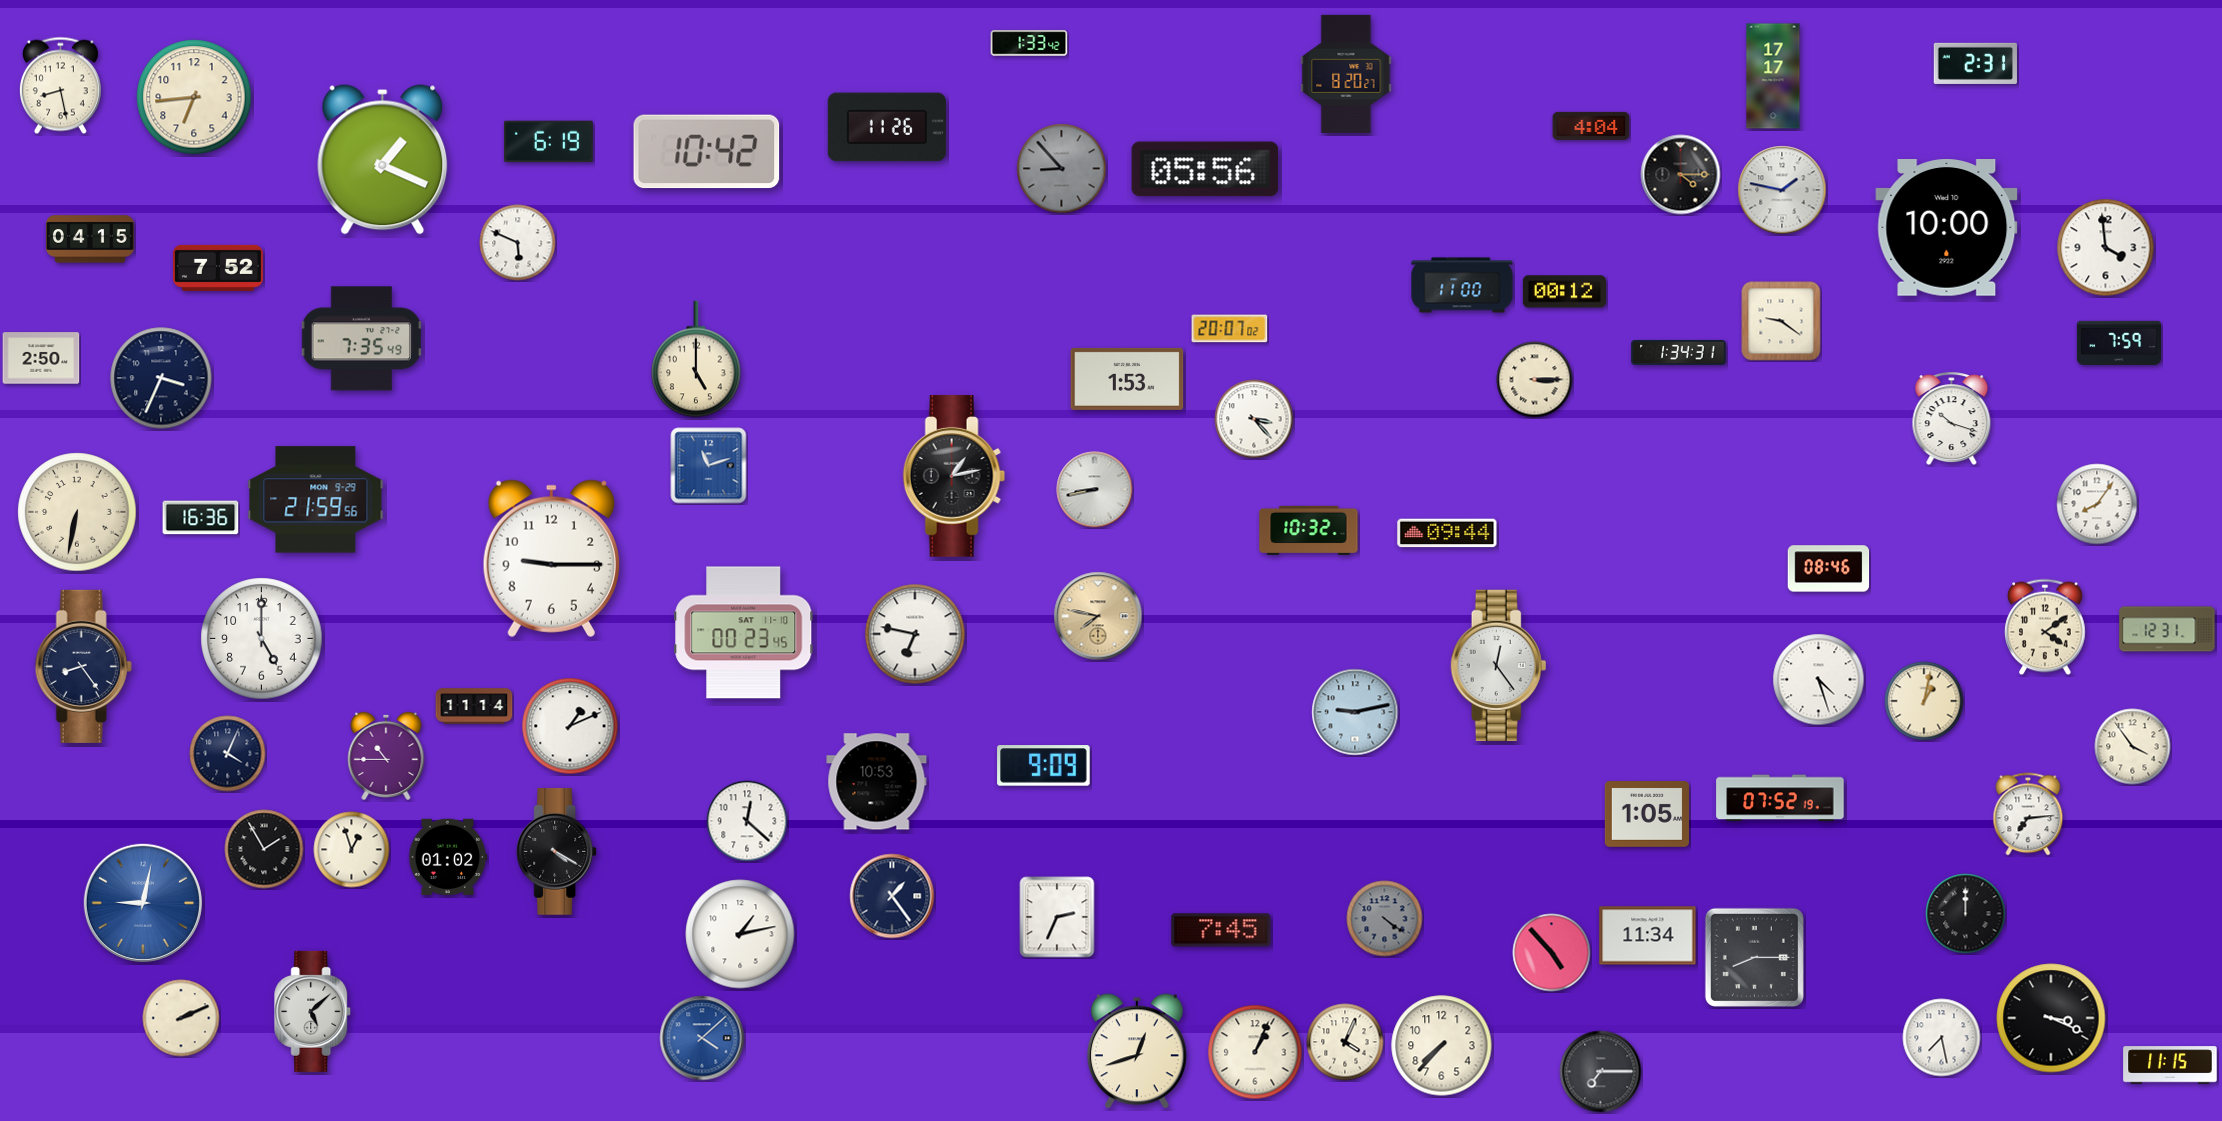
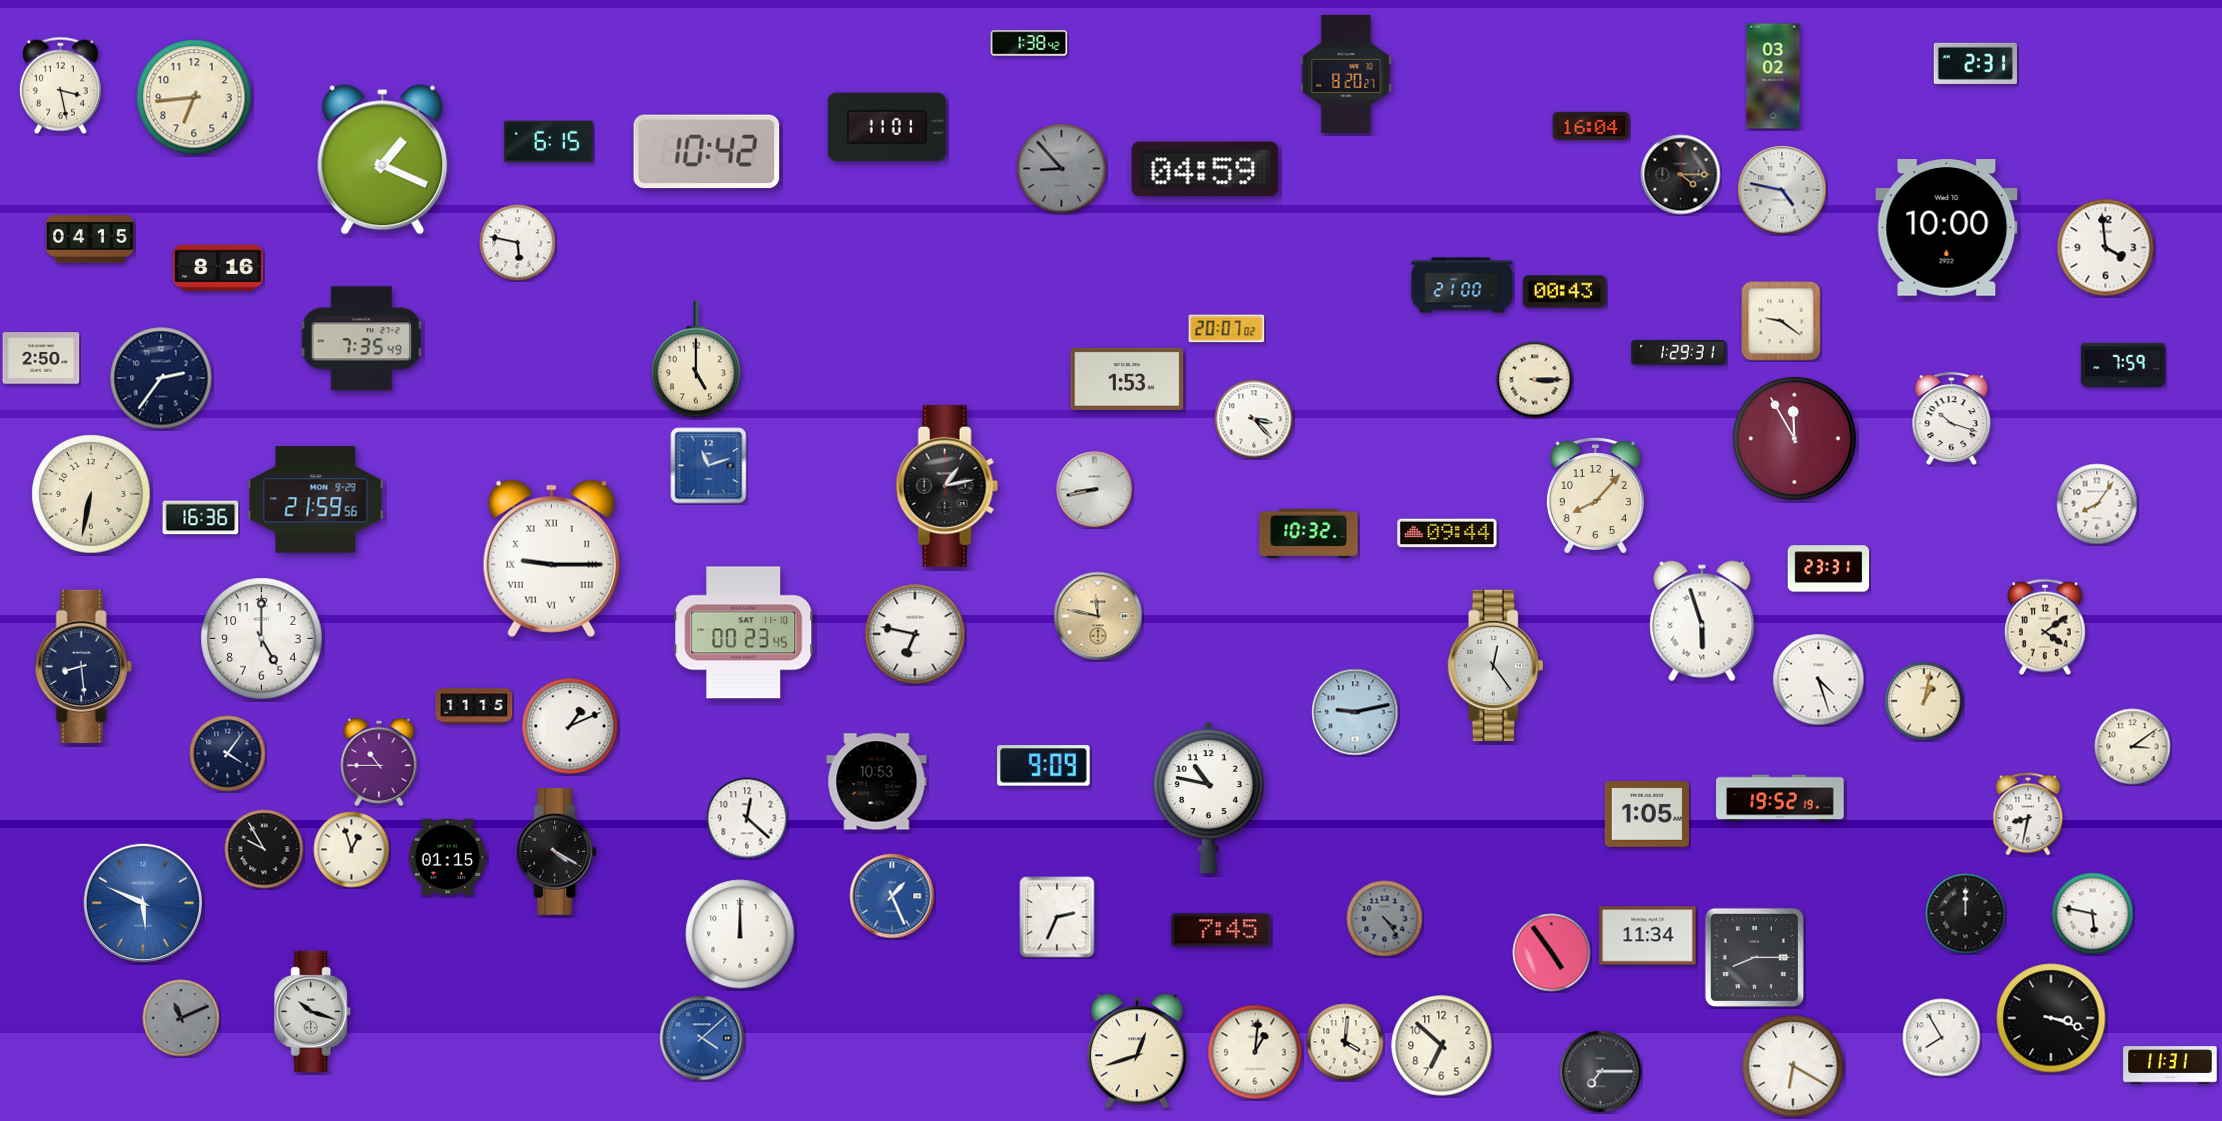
clock at (1029, 43): 1:33 -> 1:38
clock at (1773, 76): 17:17 -> 03:02
clock at (60, 86): 8:28 -> 3:28
clock at (1591, 126): 4:04 -> 16:04
clock at (887, 127): 11:26 -> 11:01
clock at (548, 142): 6:19 -> 6:15
clock at (1205, 169): 05:56 -> 04:59
clock at (1782, 190): 1:47 -> 4:47
clock at (518, 243): 5:49 -> 5:47
clock at (219, 268): 7:52 -> 8:16
clock at (1462, 285): 11:00 -> 21:00
clock at (1564, 292): 00:12 -> 00:43
clock at (1230, 329) position: (1230, 329) -> (1227, 329)
clock at (2118, 342) position: (2118, 342) -> (2122, 364)
clock at (1679, 352): 1:34 -> 1:29
clock at (161, 378): 3:34 -> 2:36
clock at (1795, 439): none -> 11:55
clock at (954, 476) position: (954, 476) -> (947, 486)
clock at (1595, 496): none -> 8:07
clock at (77, 512) position: (77, 512) -> (91, 494)
clock at (1309, 530) position: (1309, 530) -> (1309, 533)
clock at (551, 558) numerals: Arabic -> Roman
clock at (1829, 569): 08:46 -> 23:31
clock at (1098, 616): 7:47 -> 11:47
clock at (1702, 621): none -> 5:57
clock at (2167, 629): 12:31 -> none
clock at (1499, 665) position: (1499, 665) -> (1496, 665)
clock at (83, 666): 8:24 -> 8:29
clock at (474, 706): 11:14 -> 11:15
clock at (2133, 747): 3:54 -> 3:09
clock at (228, 754): 4:04 -> 4:06
clock at (386, 756) position: (386, 756) -> (379, 762)
clock at (1208, 797): none -> 10:47
clock at (1780, 798): 07:52 -> 19:52
clock at (2028, 814): 7:14 -> 8:32
clock at (747, 821) position: (747, 821) -> (747, 818)
clock at (264, 849): 1:55 -> 9:55
clock at (448, 857): 01:02 -> 01:15
clock at (892, 896): 1:24 -> 1:26
clock at (892, 896) dial: navy -> blue
clock at (143, 903): 9:02 -> 5:49
clock at (2093, 914): none -> 5:47
clock at (1385, 919): 4:21 -> 4:24
clock at (740, 934): 1:13 -> 12:00
clock at (1552, 953): 4:53 -> 4:54
clock at (313, 1011): 5:08 -> 10:18
clock at (181, 1018): 2:11 -> 11:11
clock at (181, 1018) dial: cream -> grey
clock at (2051, 1018): 3:19 -> 3:18
clock at (1942, 1038): 7:28 -> 7:55
clock at (1345, 1042): 4:04 -> 4:01
clock at (1442, 1046): 7:37 -> 6:52
clock at (1255, 1052): 1:04 -> 1:01
clock at (2170, 1065): 11:15 -> 11:31
clock at (1793, 1066): none -> 6:20
